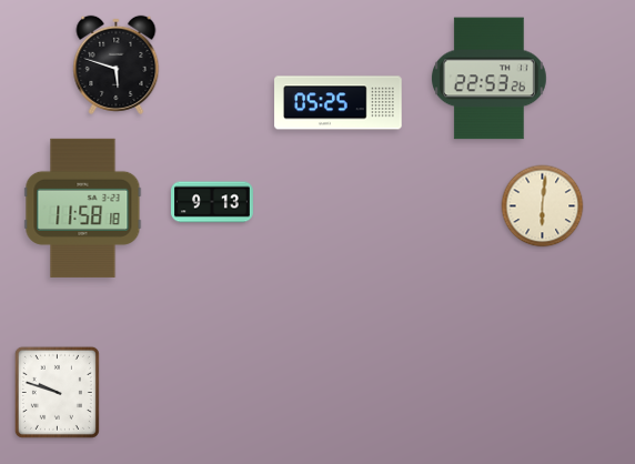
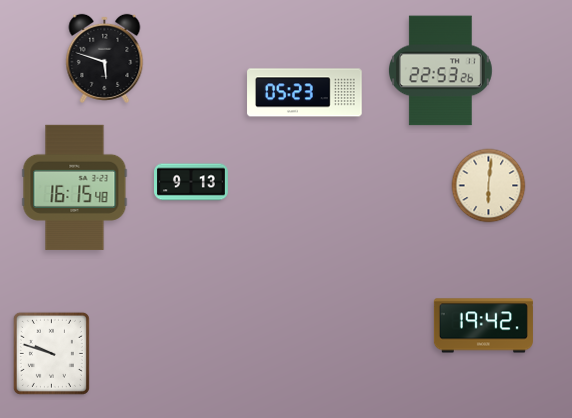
clock at (339, 103): 05:25 -> 05:23
clock at (83, 208): 11:58 -> 16:15
clock at (483, 326): none -> 19:42
